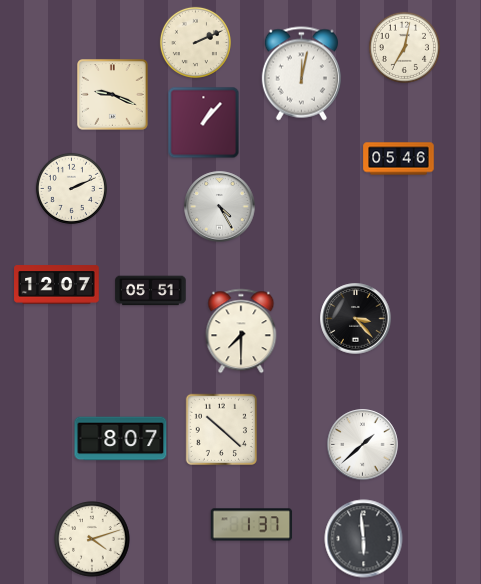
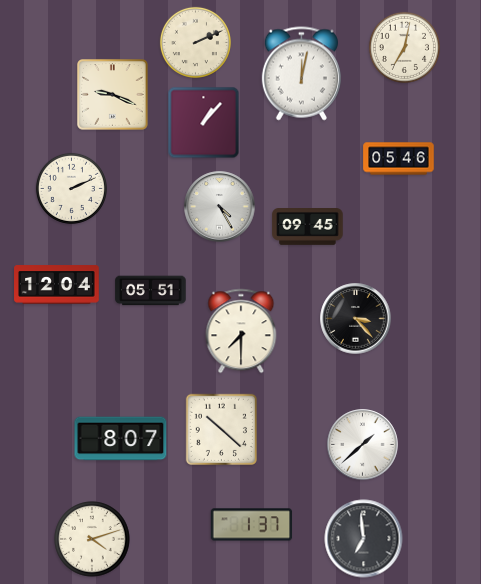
clock at (308, 227): none -> 09:45
clock at (57, 285): 12:07 -> 12:04
clock at (364, 539): 5:59 -> 6:59
